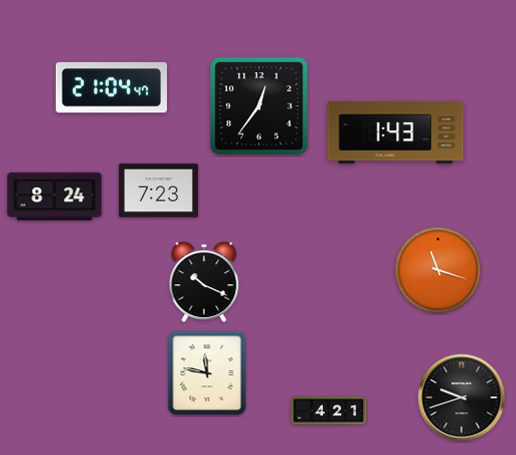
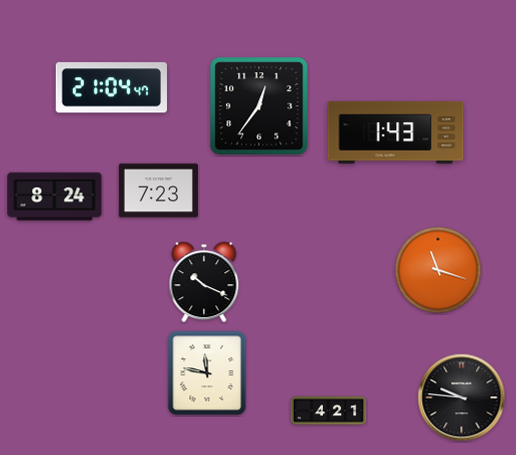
clock at (462, 398): 9:42 -> 9:46
